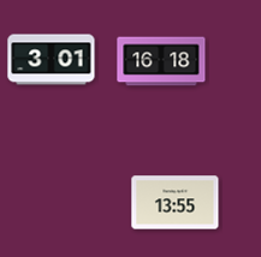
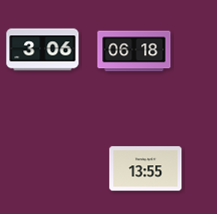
clock at (52, 60): 3:01 -> 3:06
clock at (161, 61): 16:18 -> 06:18
